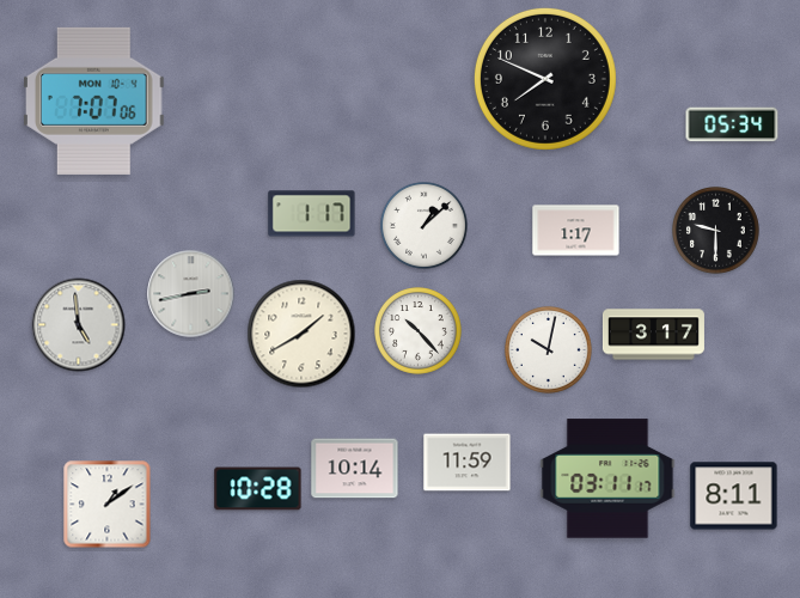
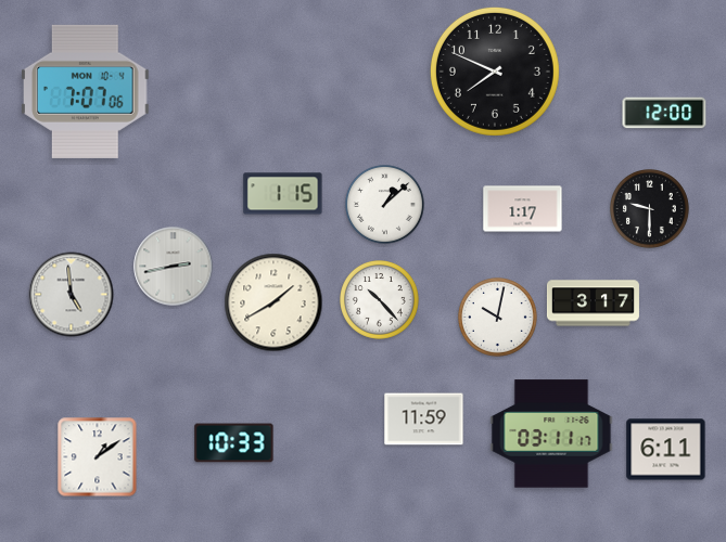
clock at (732, 124): 05:34 -> 12:00
clock at (312, 214): 1:17 -> 1:15
clock at (355, 469): 10:14 -> none
clock at (258, 489): 10:28 -> 10:33
clock at (734, 496): 8:11 -> 6:11
